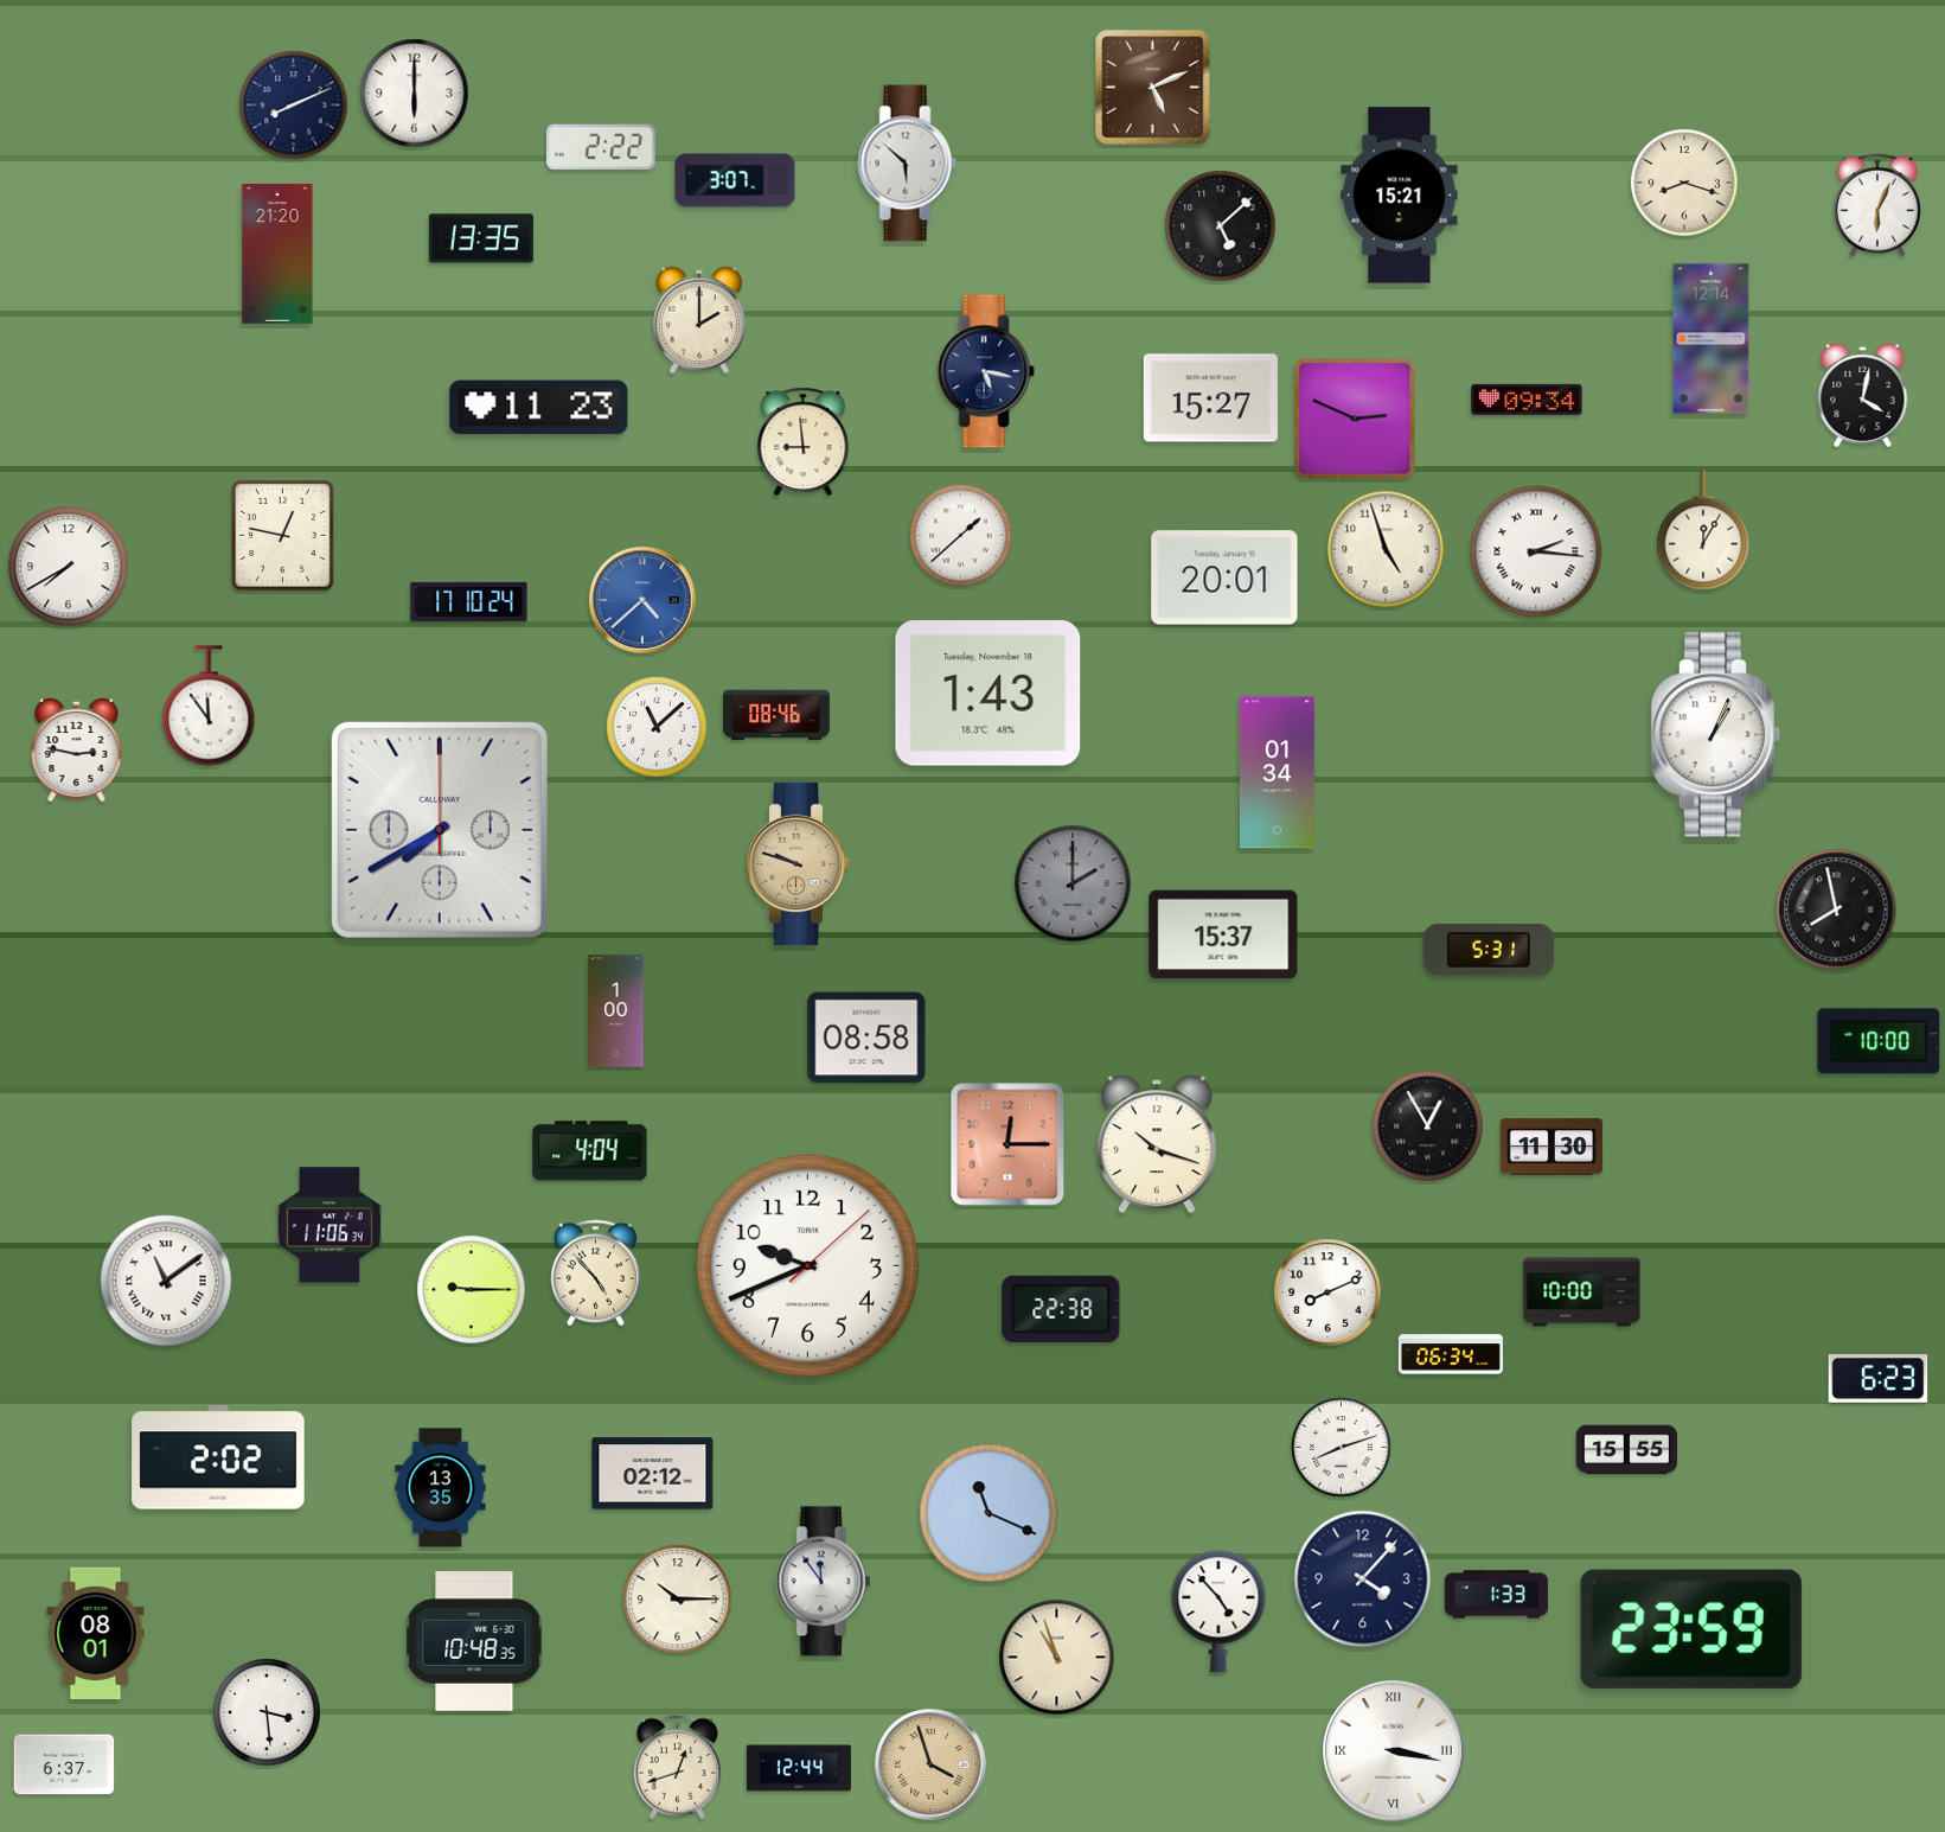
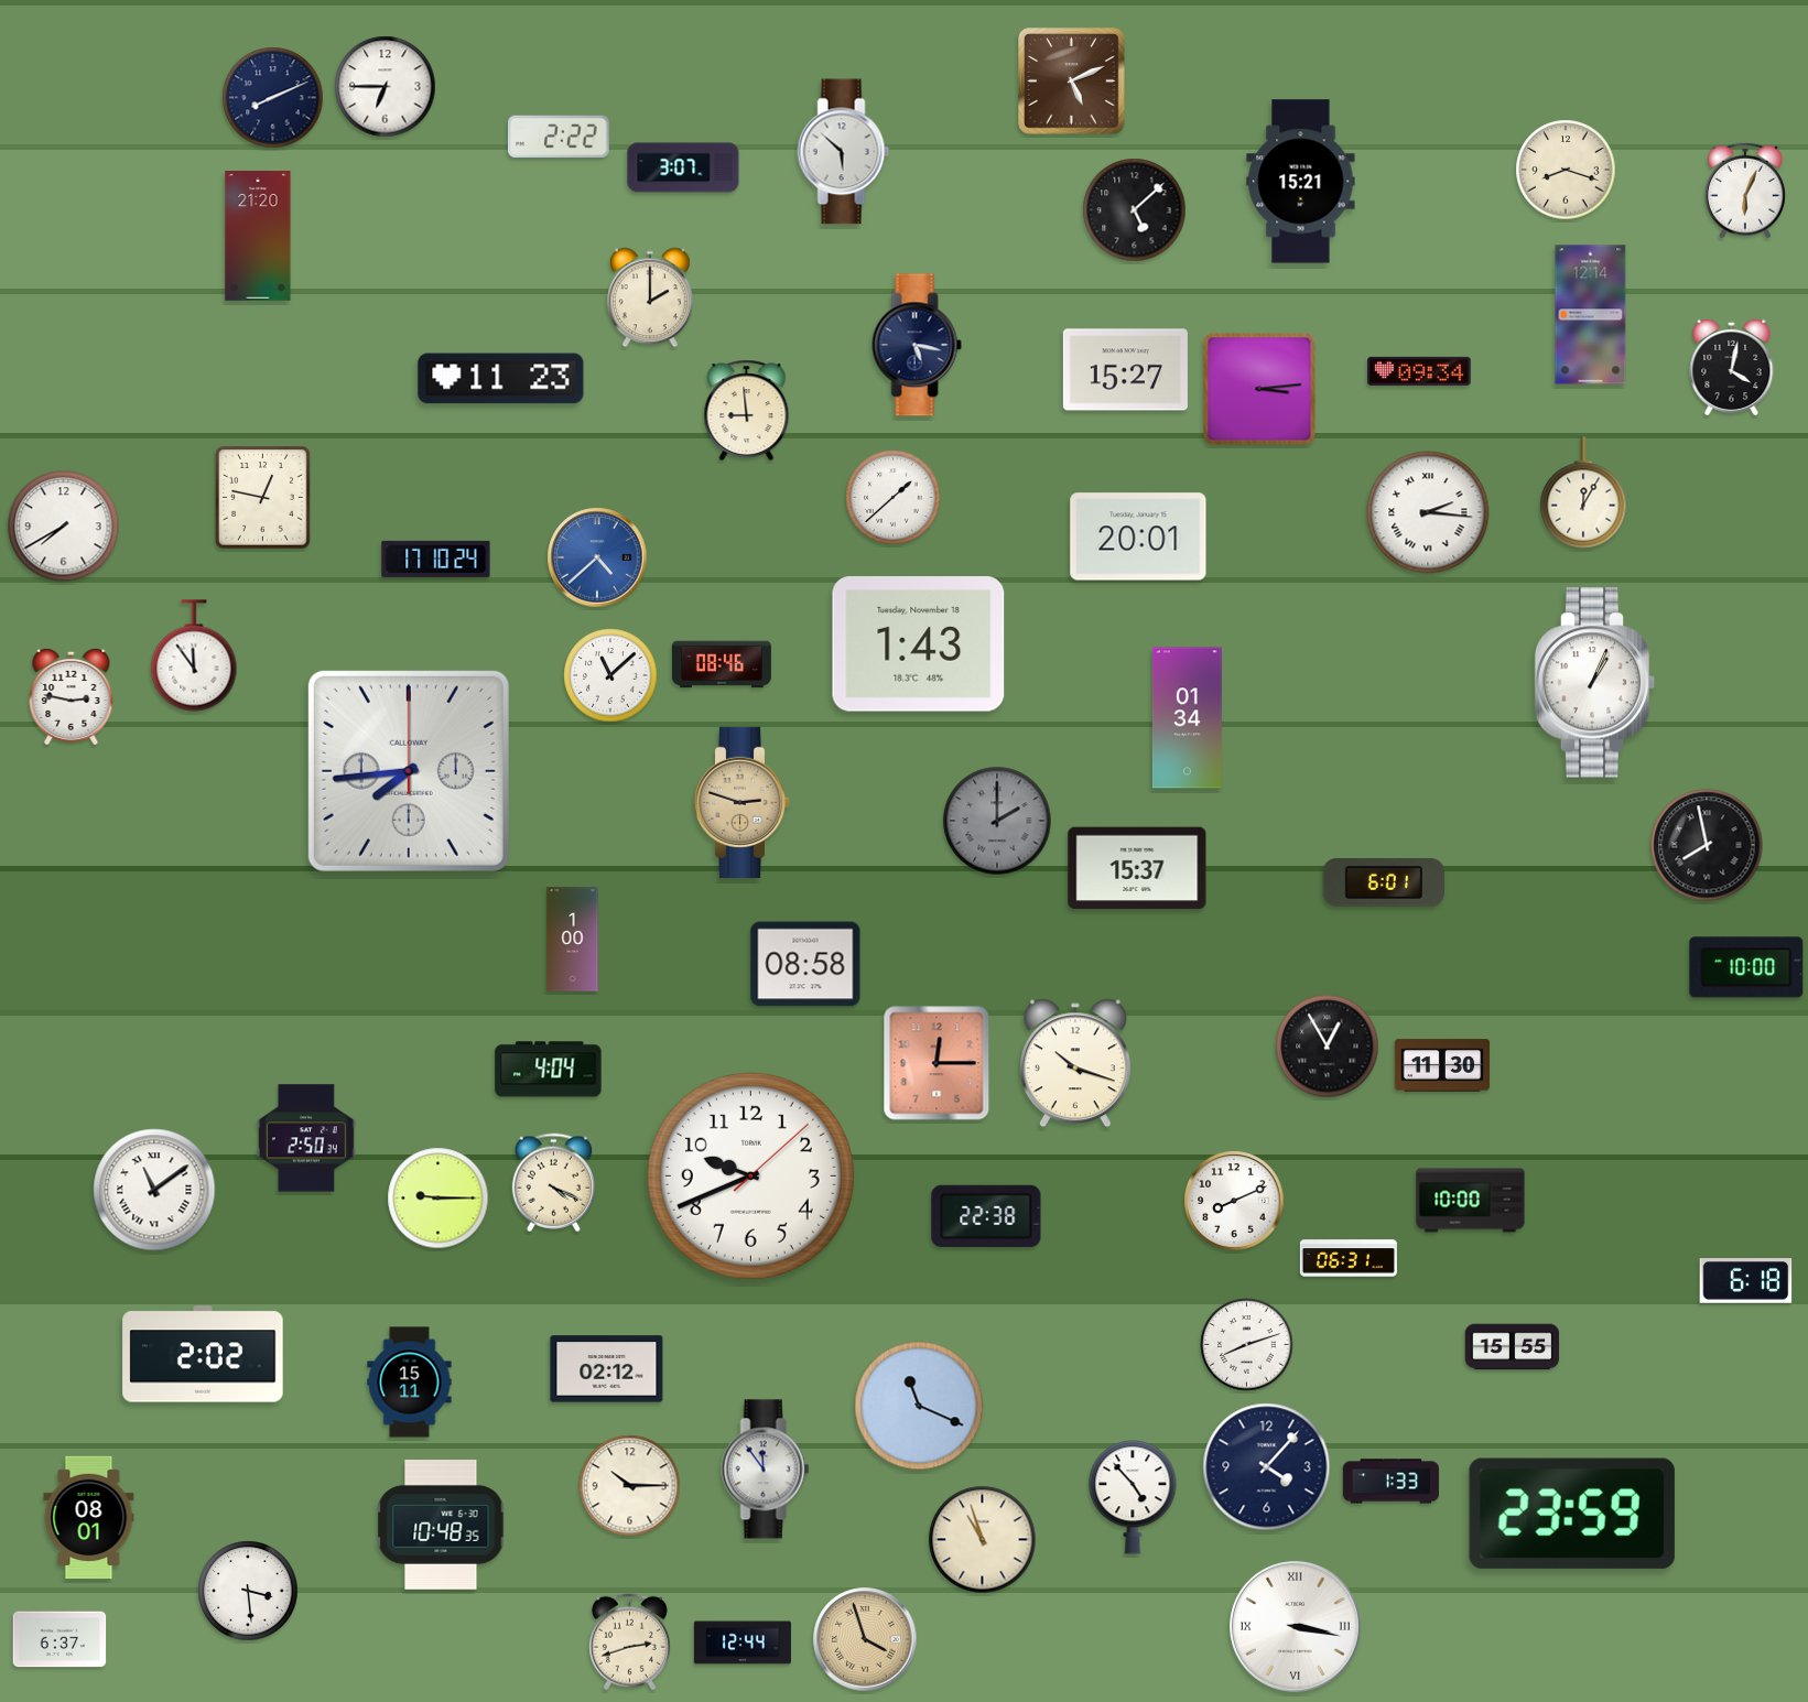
clock at (415, 94): 6:00 -> 6:45
clock at (481, 238): 13:35 -> none
clock at (1355, 419): 2:49 -> 3:14
clock at (1386, 549): 4:57 -> none
clock at (440, 830): 7:40 -> 7:44
clock at (799, 863): 9:48 -> 2:48
clock at (1487, 951): 5:31 -> 6:01
clock at (330, 1225): 11:06 -> 2:50
clock at (595, 1274): 4:53 -> 4:19
clock at (1451, 1354): 06:34 -> 06:31
clock at (1879, 1379): 6:23 -> 6:18
clock at (441, 1488): 13:35 -> 15:11
clock at (677, 1768): 12:42 -> 2:42
